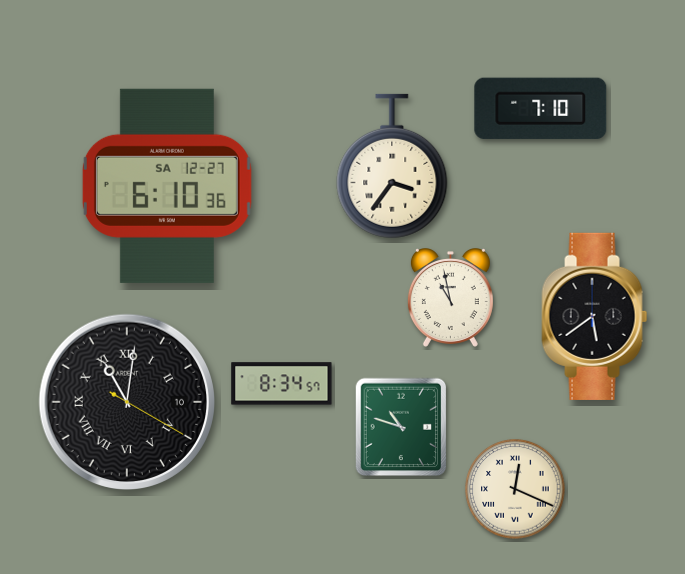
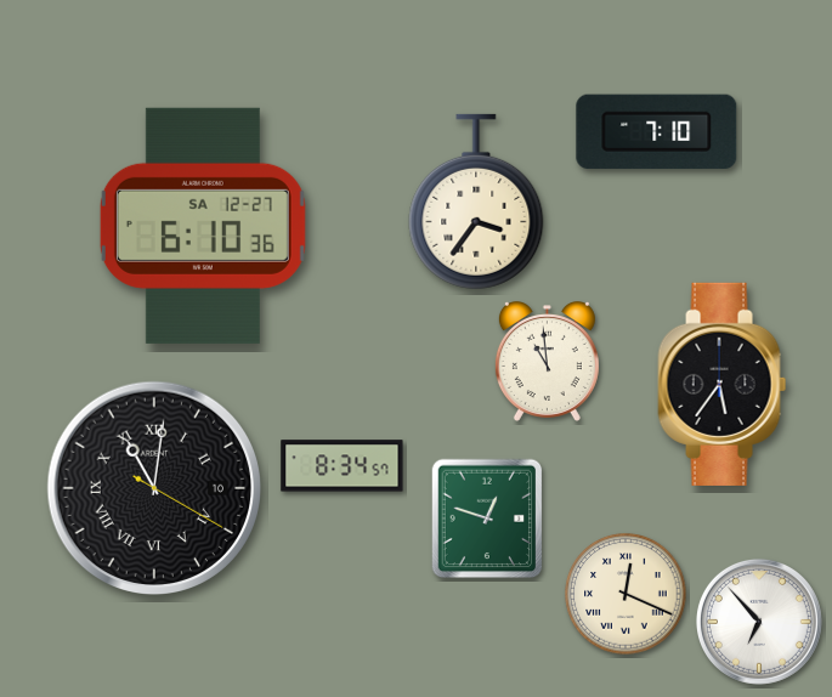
clock at (450, 298): 10:58 -> 10:59
clock at (595, 316): 5:39 -> 5:36
clock at (401, 427): 10:48 -> 12:48
clock at (759, 622): none -> 6:53
